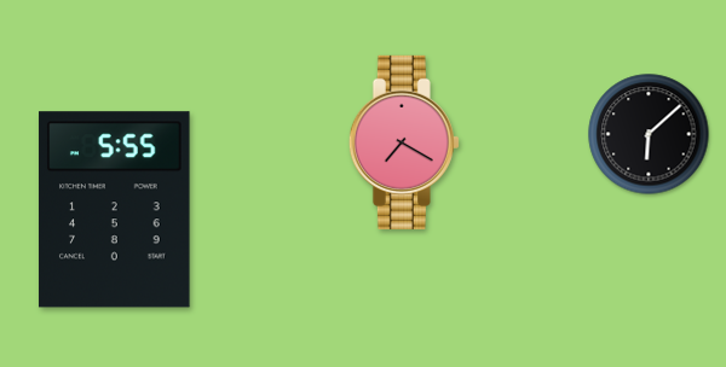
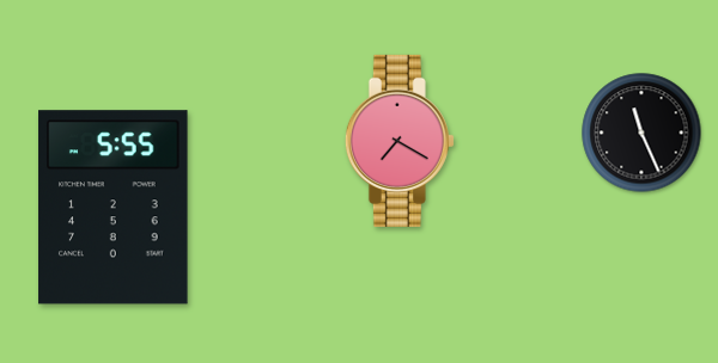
clock at (649, 134): 6:08 -> 11:26
